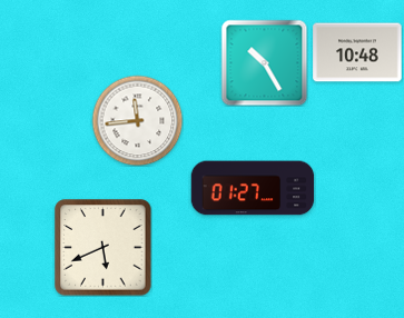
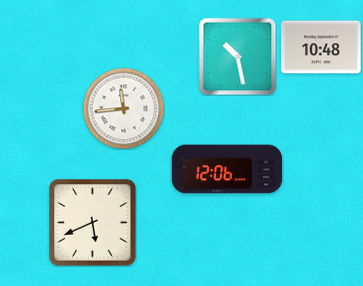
clock at (264, 62): 10:25 -> 10:28
clock at (253, 188): 01:27 -> 12:06
